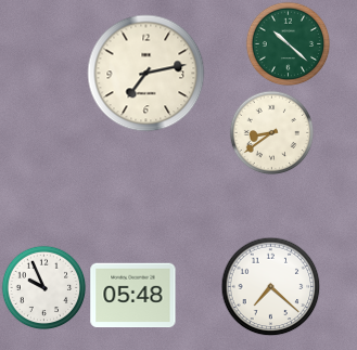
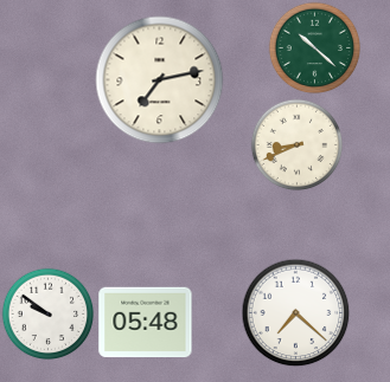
clock at (271, 132): 8:39 -> 8:41
clock at (43, 287): 9:56 -> 9:51
